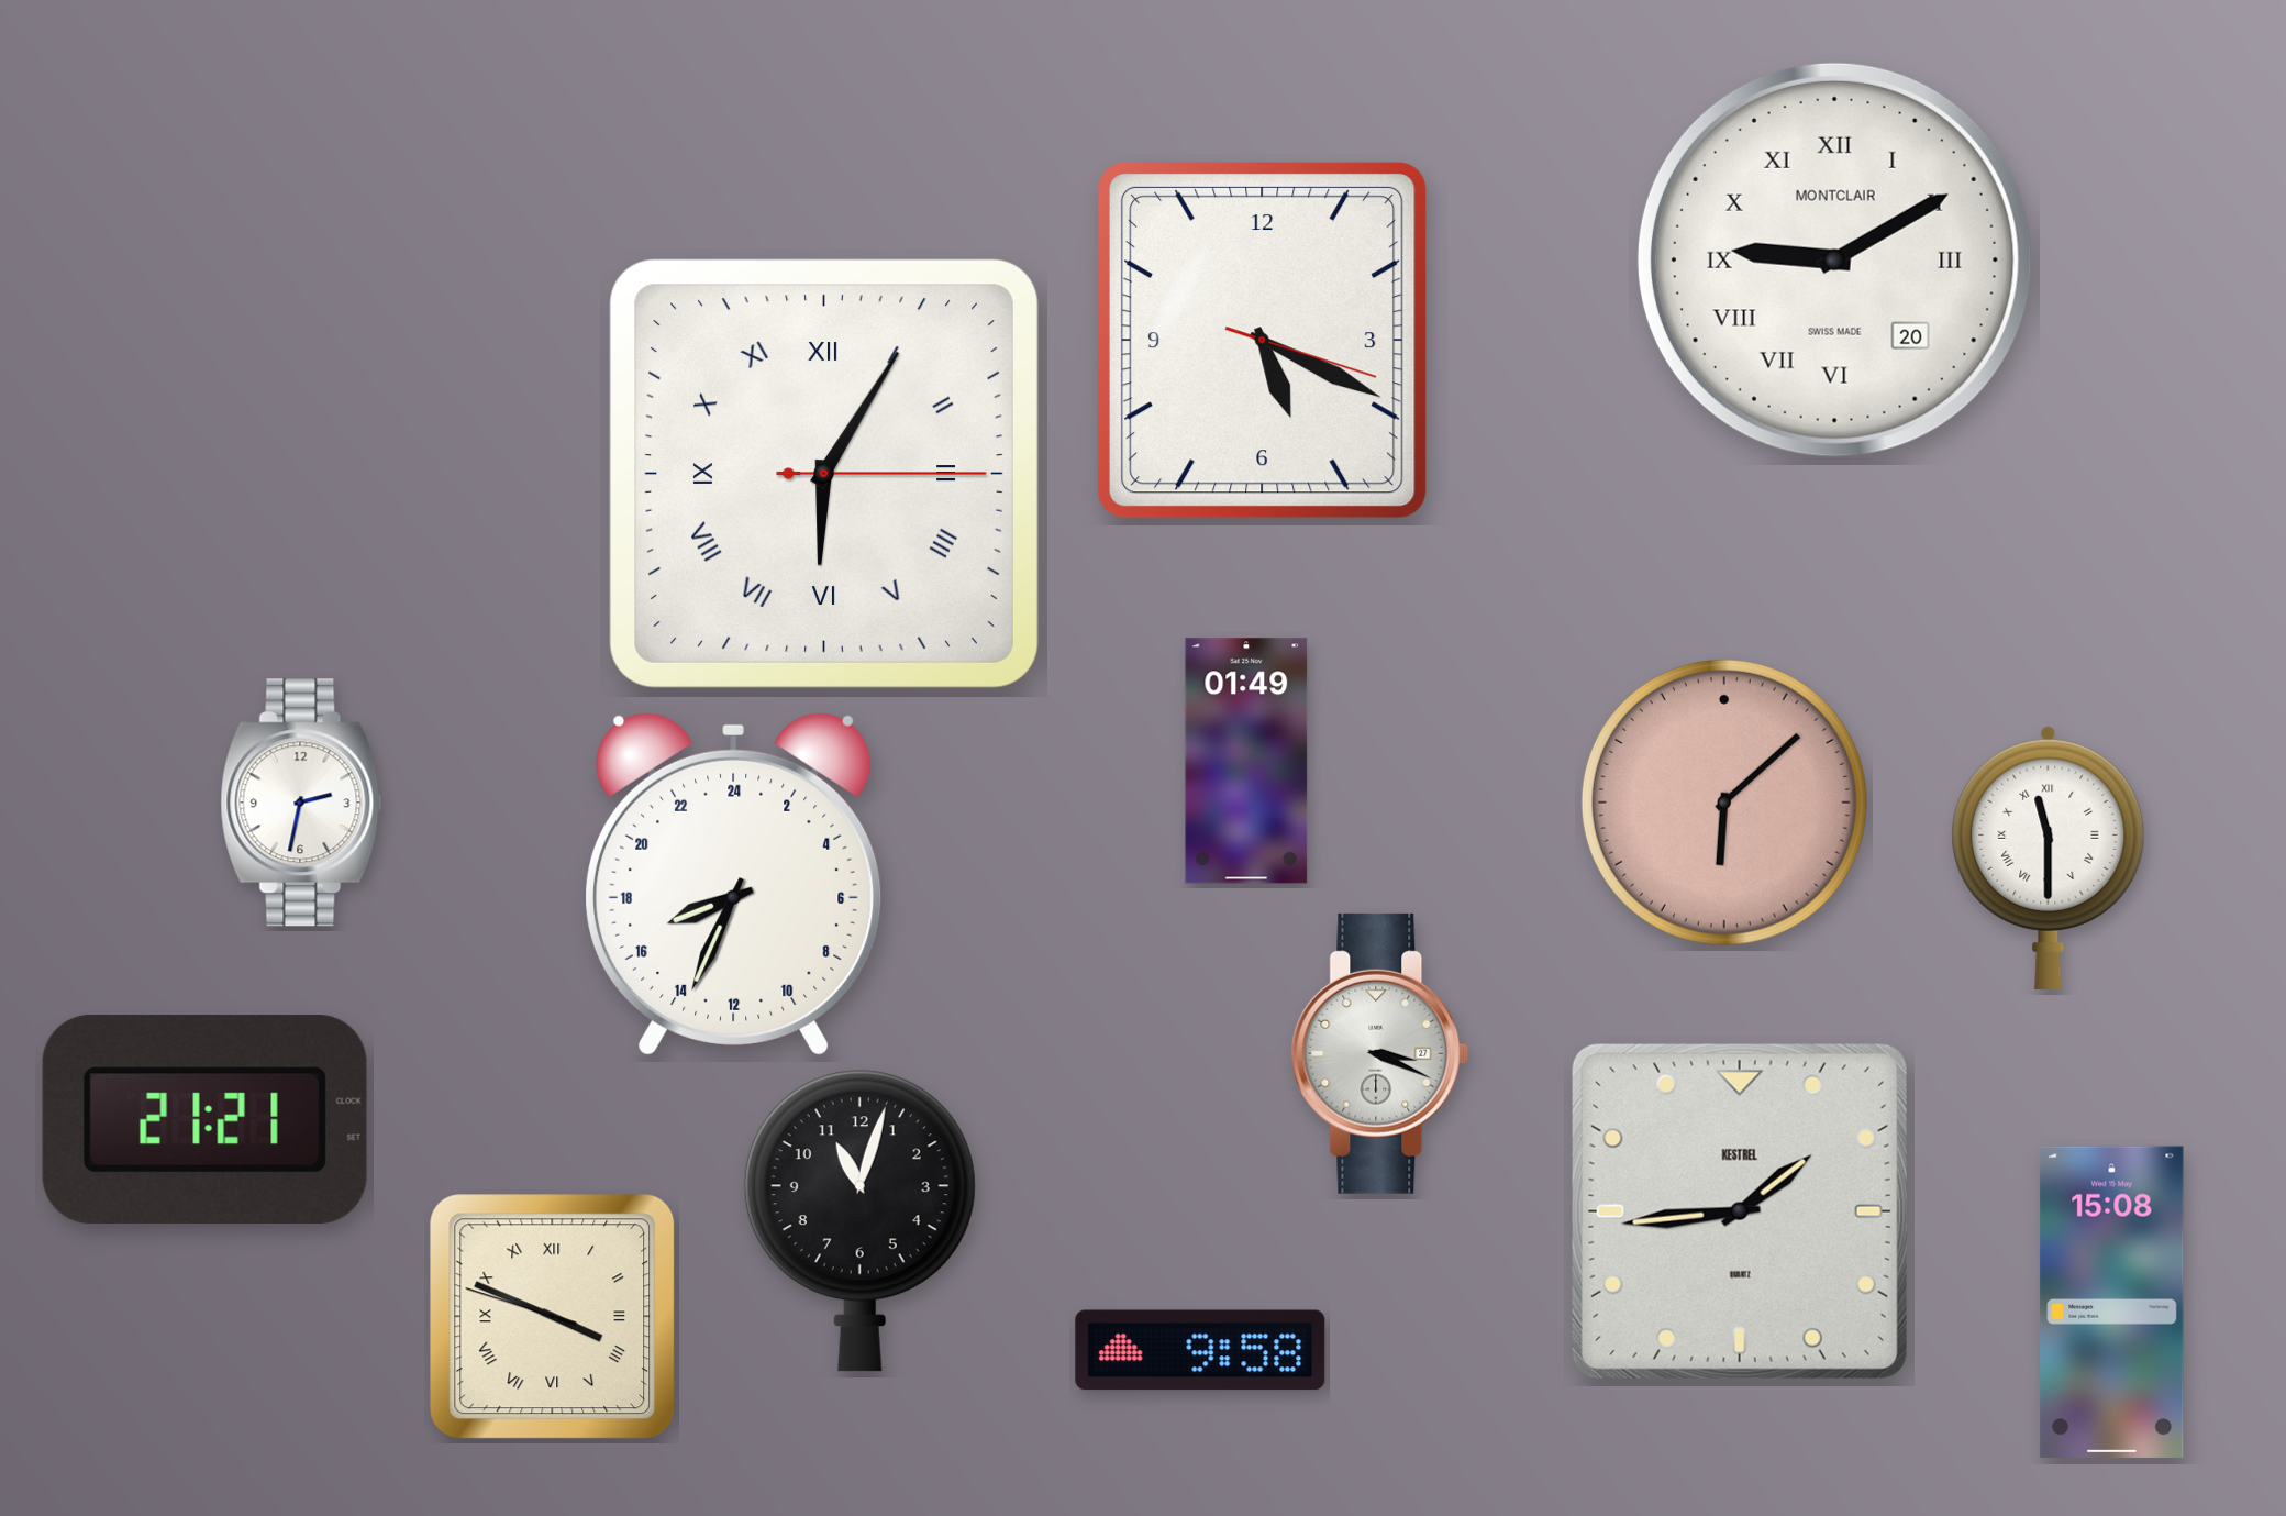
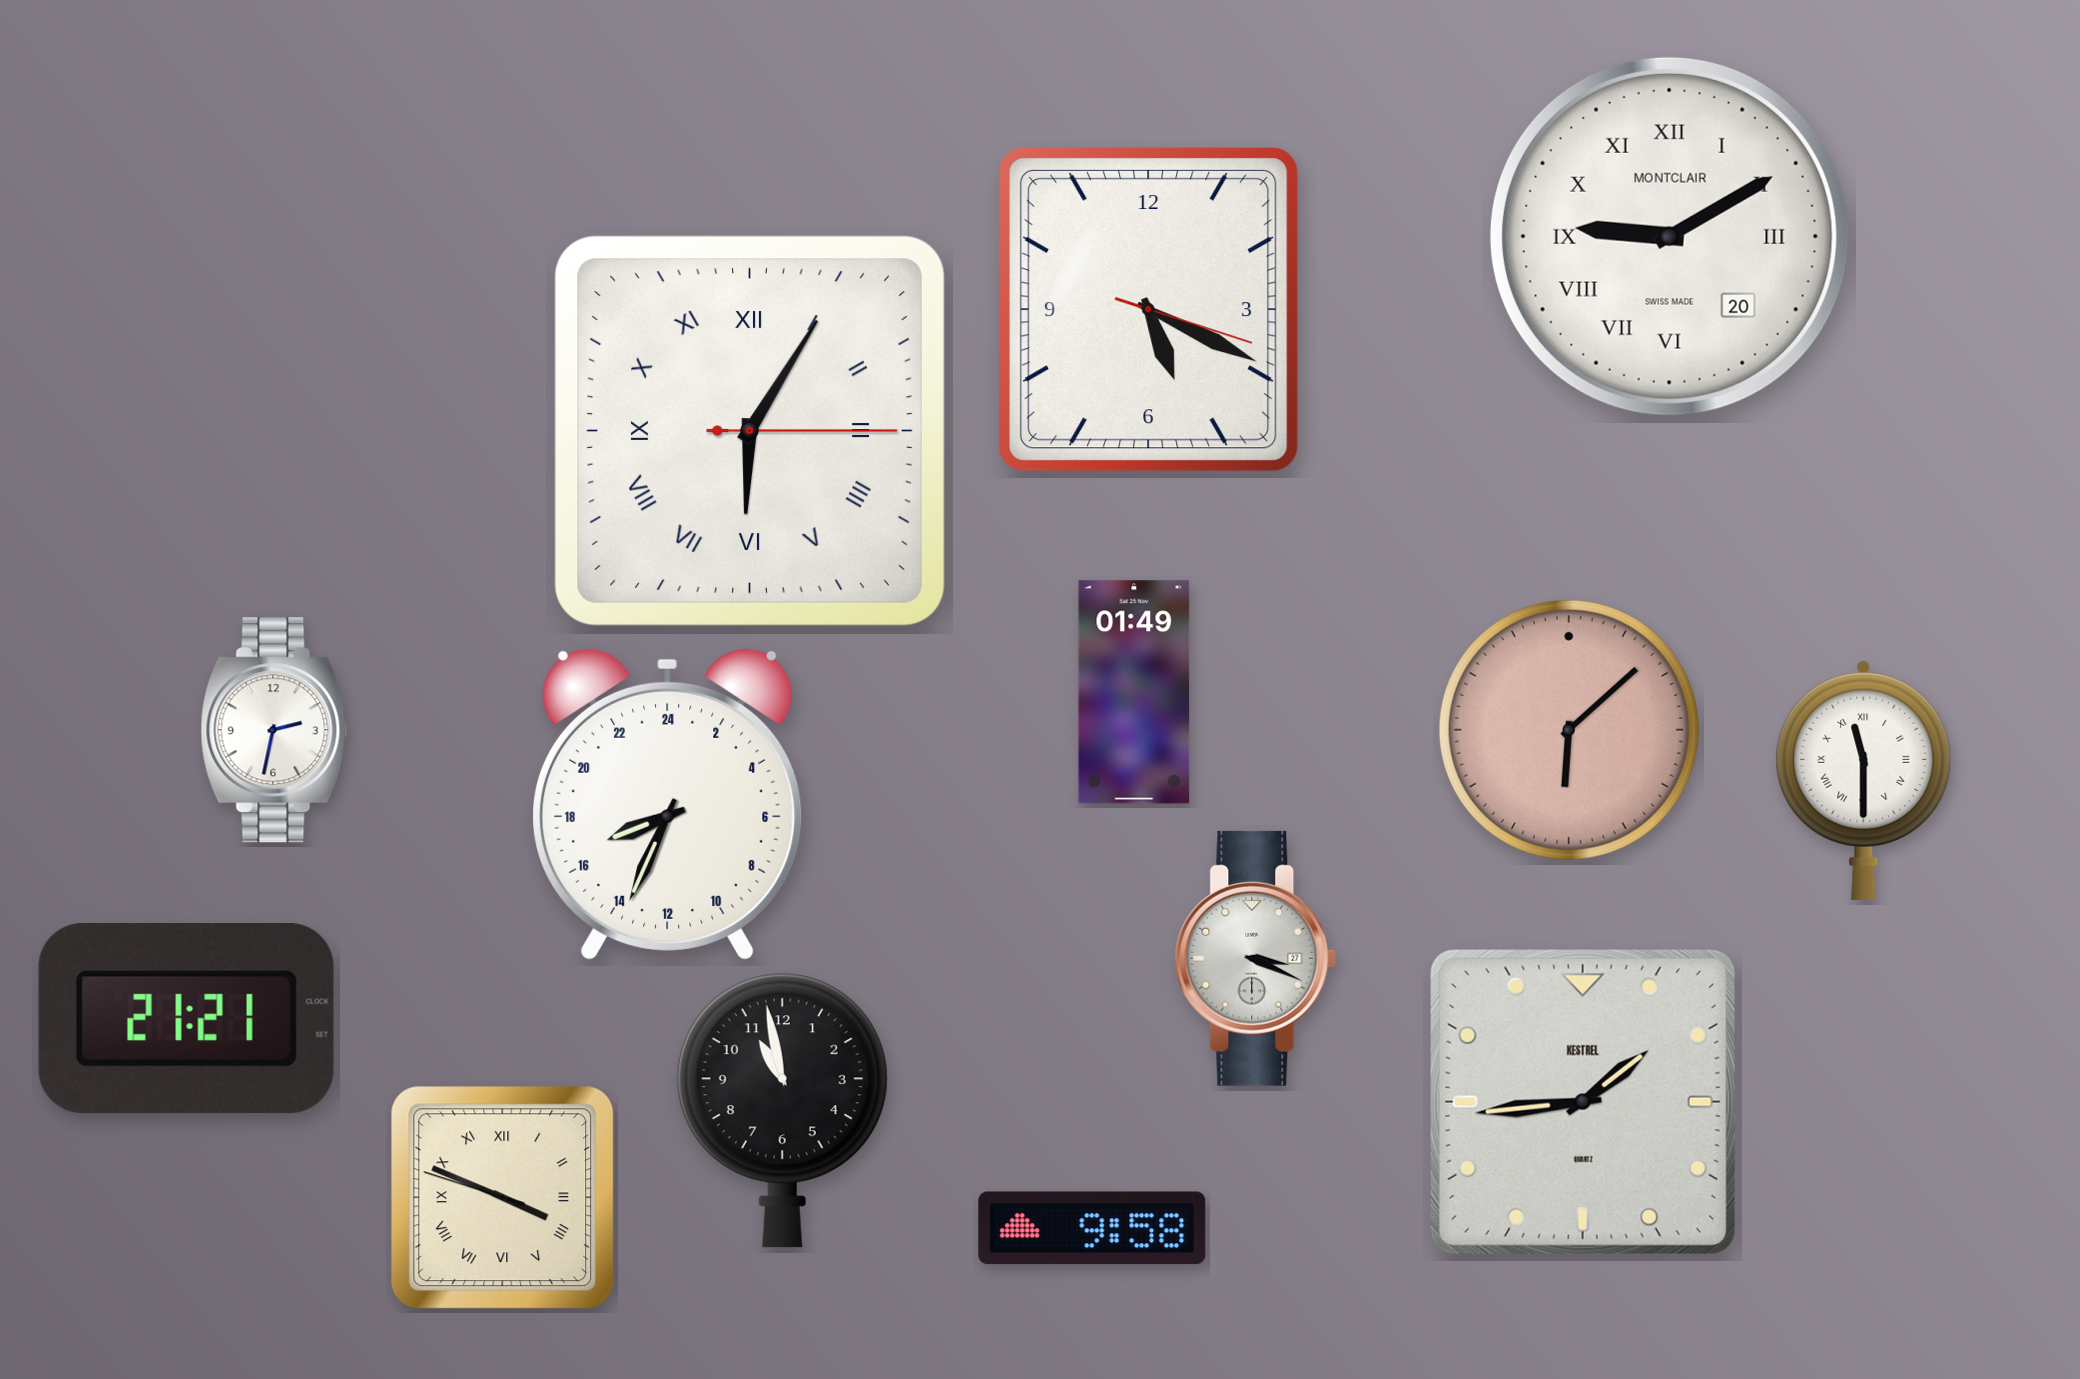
clock at (859, 1221): 11:03 -> 10:58
clock at (2112, 1302): 15:08 -> none
